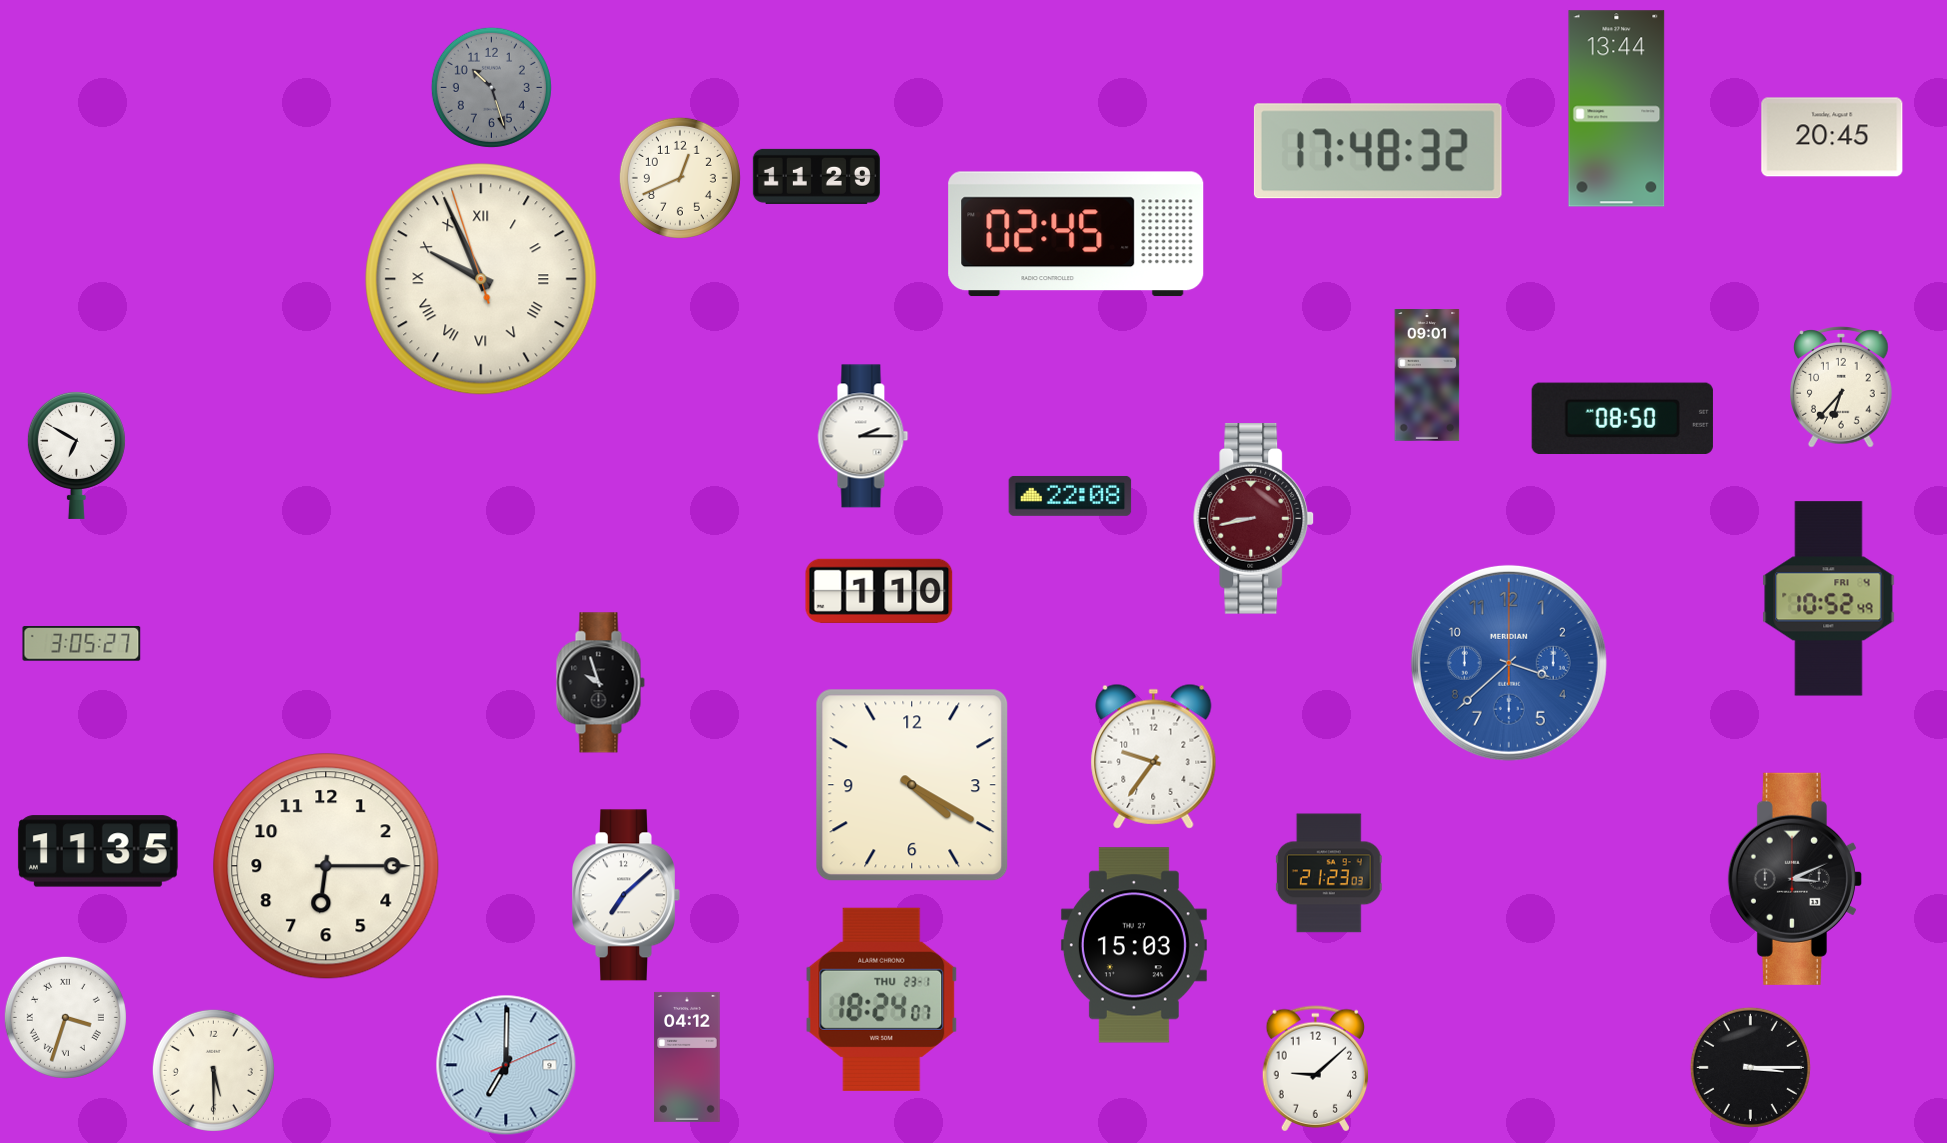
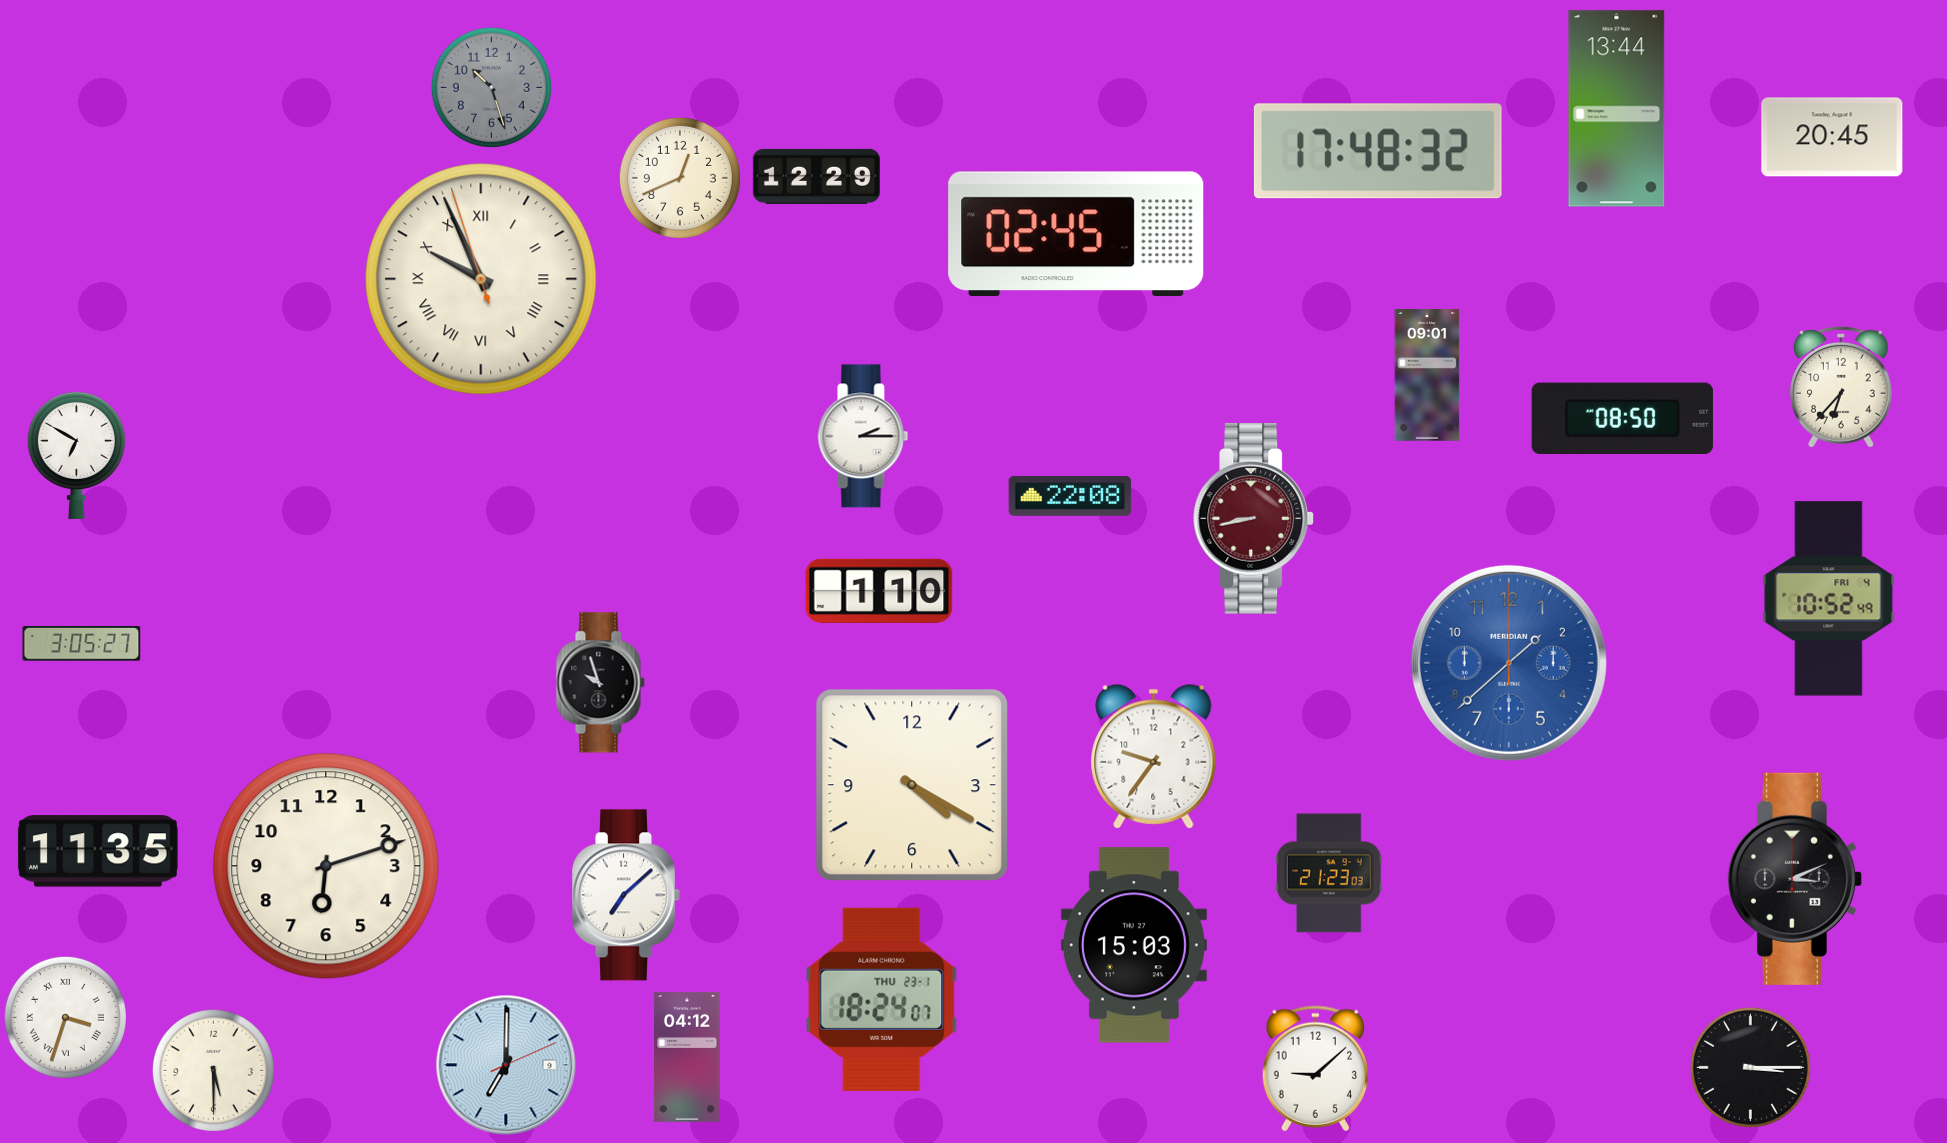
clock at (816, 176): 11:29 -> 12:29
clock at (1509, 663): 3:38 -> 1:38
clock at (326, 866): 6:15 -> 6:12
